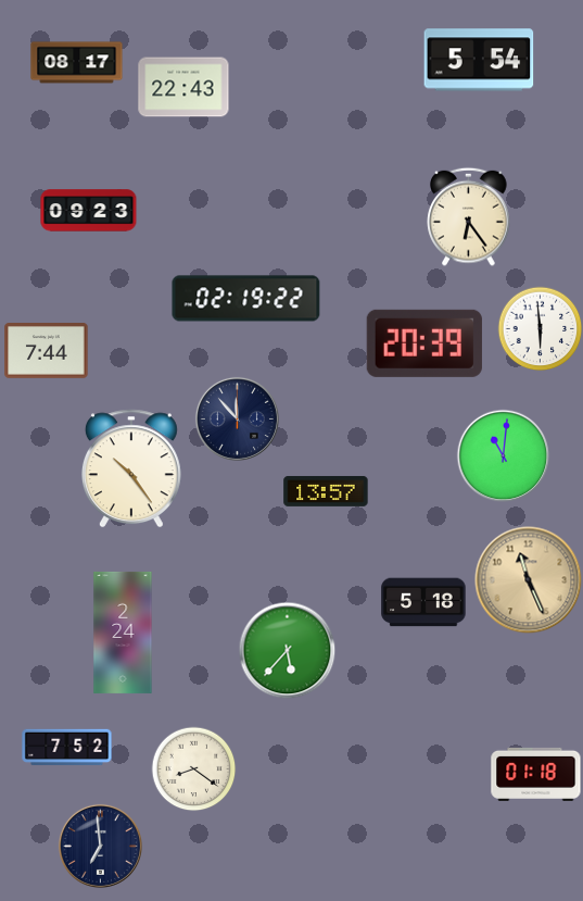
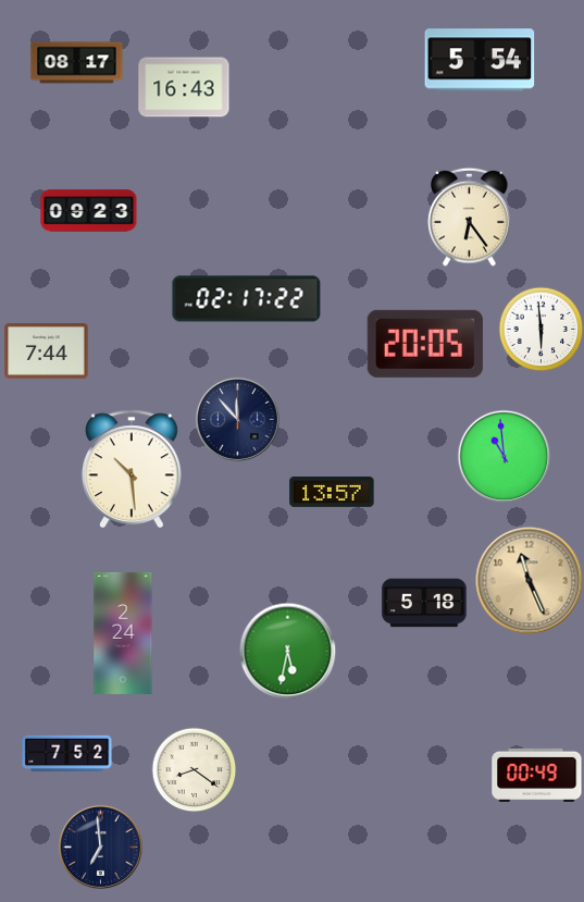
clock at (183, 87): 22:43 -> 16:43
clock at (246, 299): 02:19 -> 02:17
clock at (424, 343): 20:39 -> 20:05
clock at (503, 455): 11:01 -> 10:59
clock at (131, 468): 10:24 -> 10:29
clock at (326, 491) position: (326, 491) -> (332, 492)
clock at (287, 650): 5:37 -> 5:32
clock at (67, 748) position: (67, 748) -> (67, 754)
clock at (536, 774): 01:18 -> 00:49
